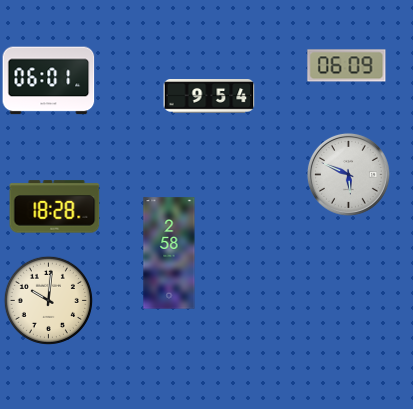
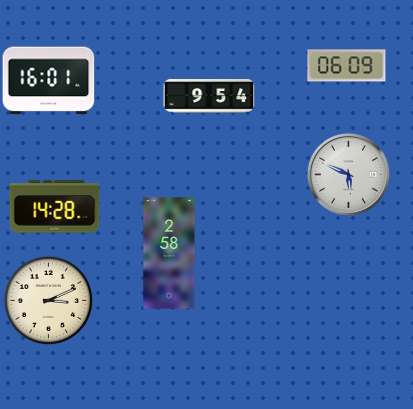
clock at (49, 81): 06:01 -> 16:01
clock at (55, 207): 18:28 -> 14:28
clock at (48, 300): 10:01 -> 3:11
